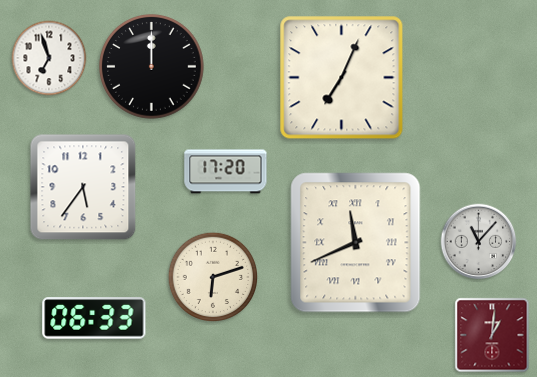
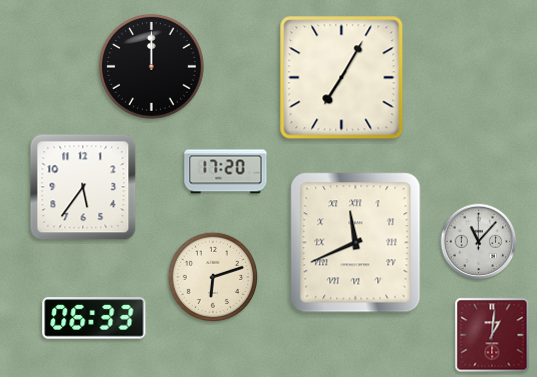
clock at (49, 58): 6:57 -> none
clock at (342, 78): 7:04 -> 7:05
